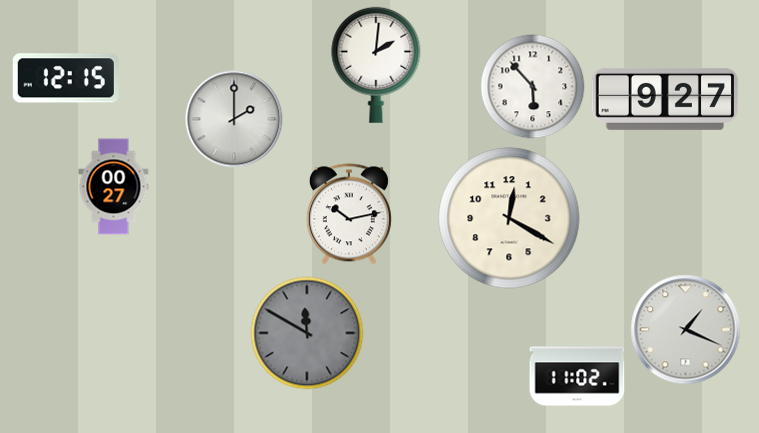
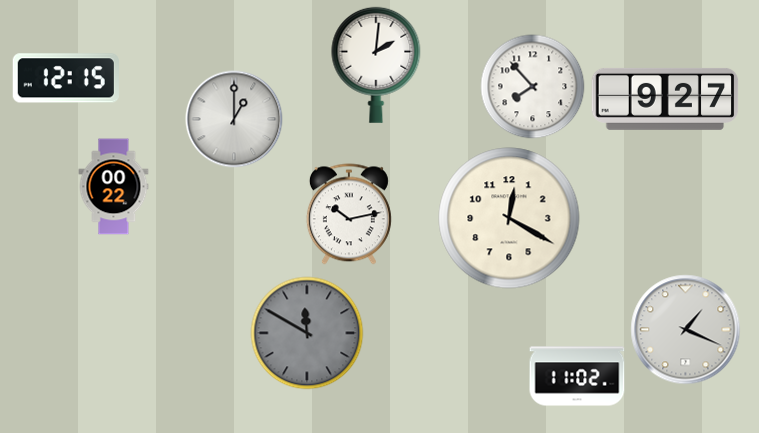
clock at (533, 87): 5:53 -> 7:53
clock at (234, 119): 2:00 -> 1:00
clock at (114, 187): 00:27 -> 00:22
